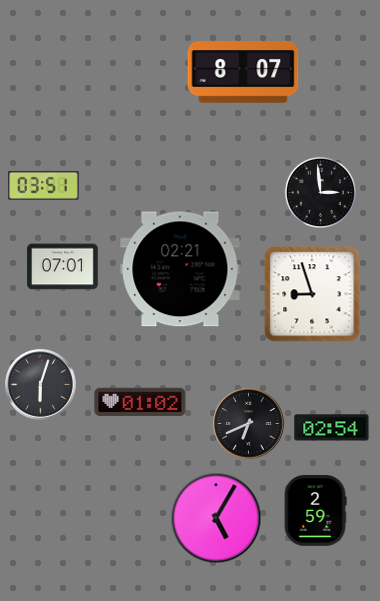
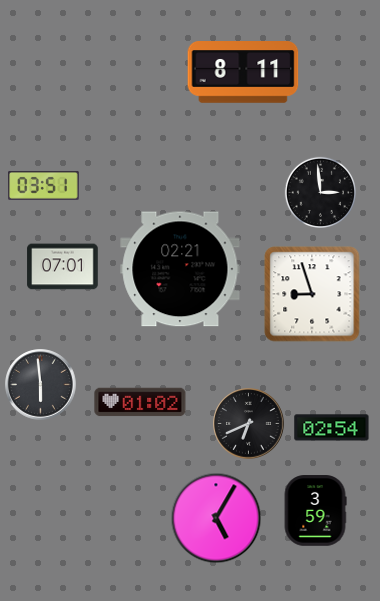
clock at (243, 72): 8:07 -> 8:11
clock at (41, 385): 6:03 -> 5:59
clock at (315, 511): 2:59 -> 3:59
